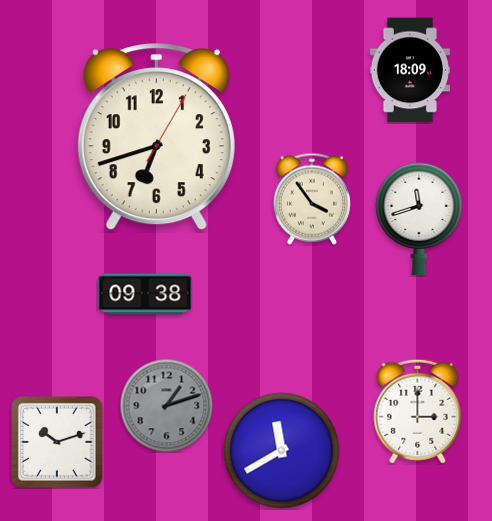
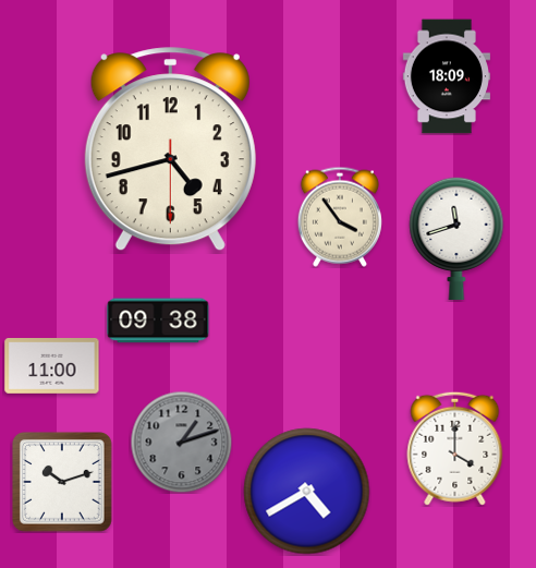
clock at (156, 137): 6:42 -> 4:42
clock at (52, 366): none -> 11:00
clock at (418, 411): 3:00 -> 4:00
clock at (282, 451): 11:40 -> 4:40
